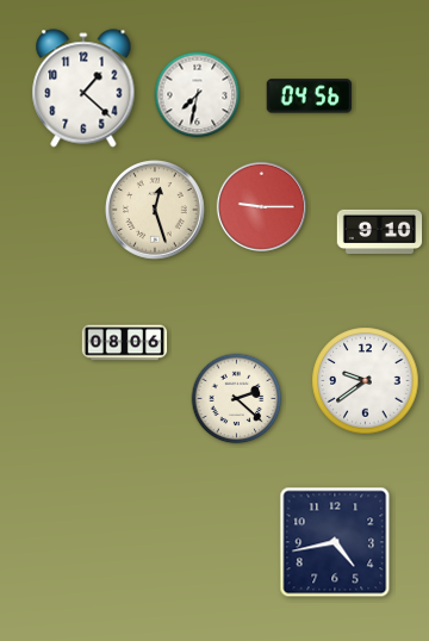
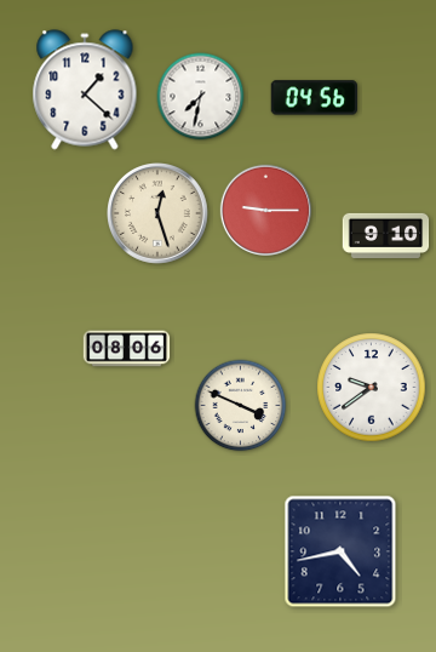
clock at (237, 399): 2:22 -> 3:49
